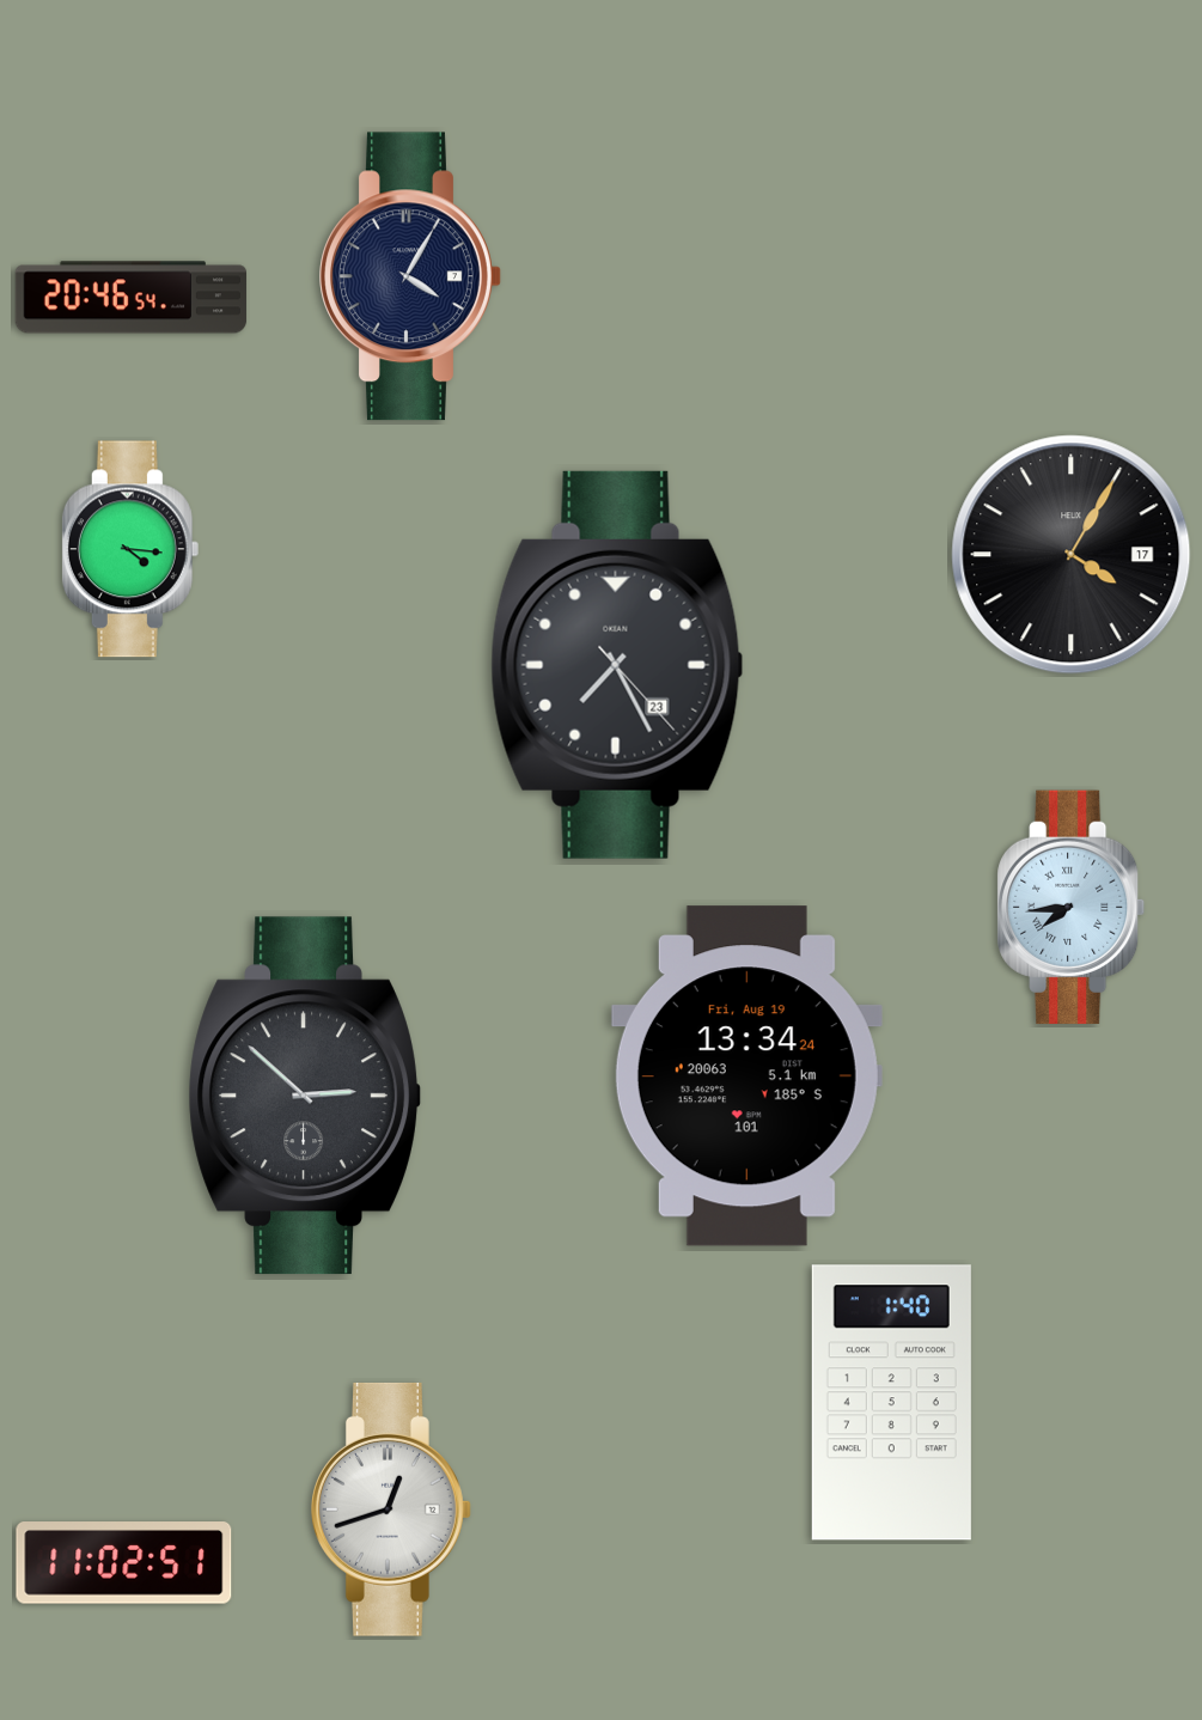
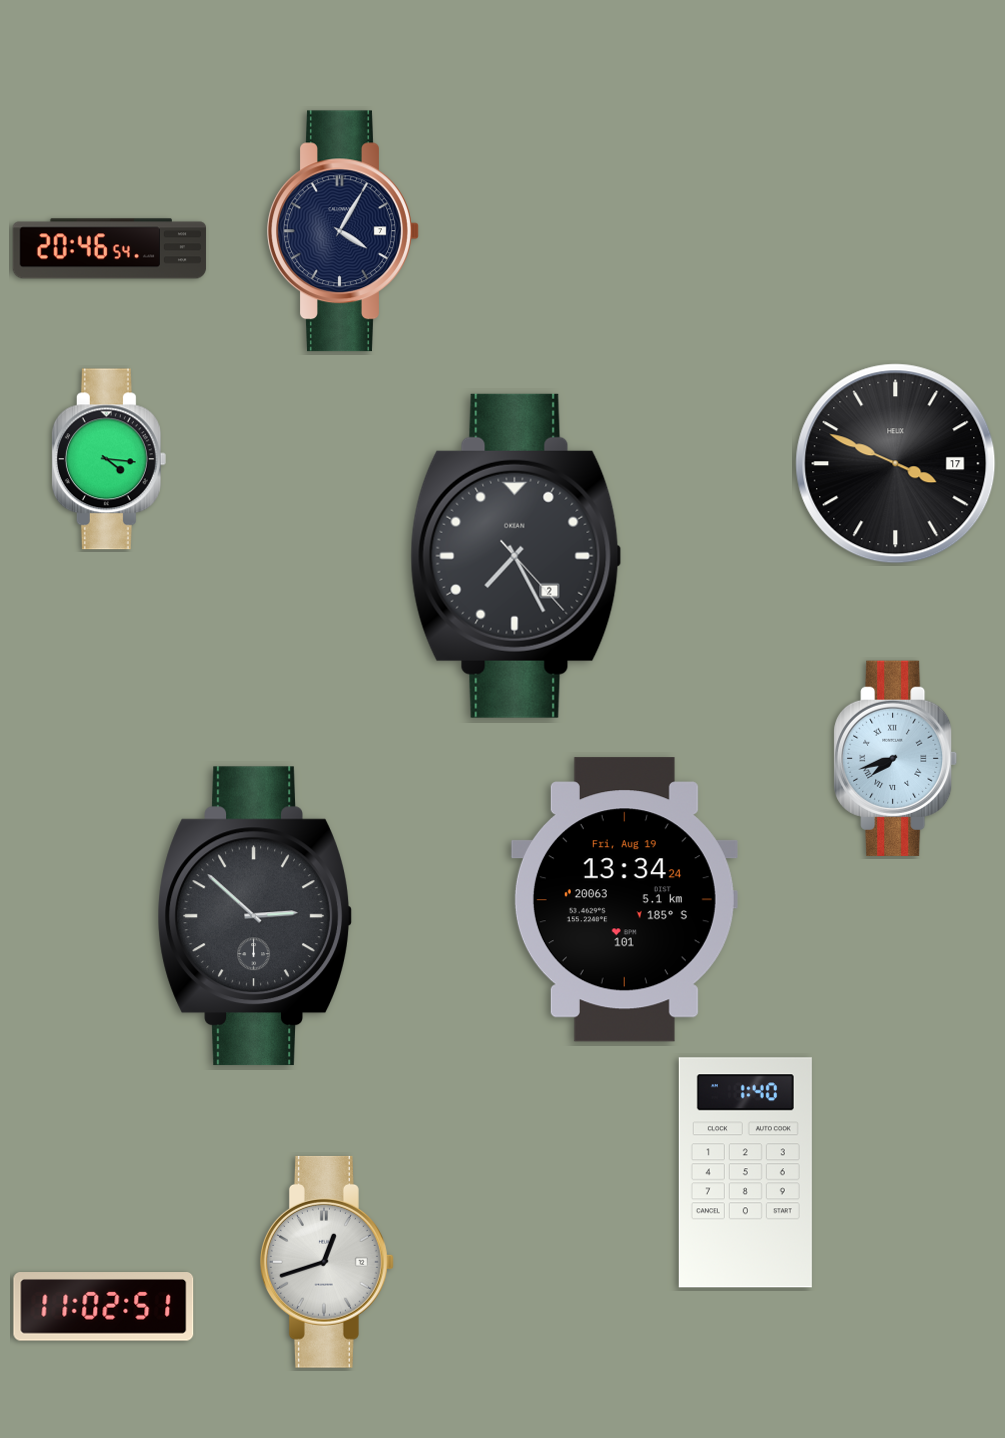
clock at (1072, 555): 4:05 -> 3:49
clock at (617, 665) date: 23 -> 2
clock at (1072, 907): 7:44 -> 7:42
